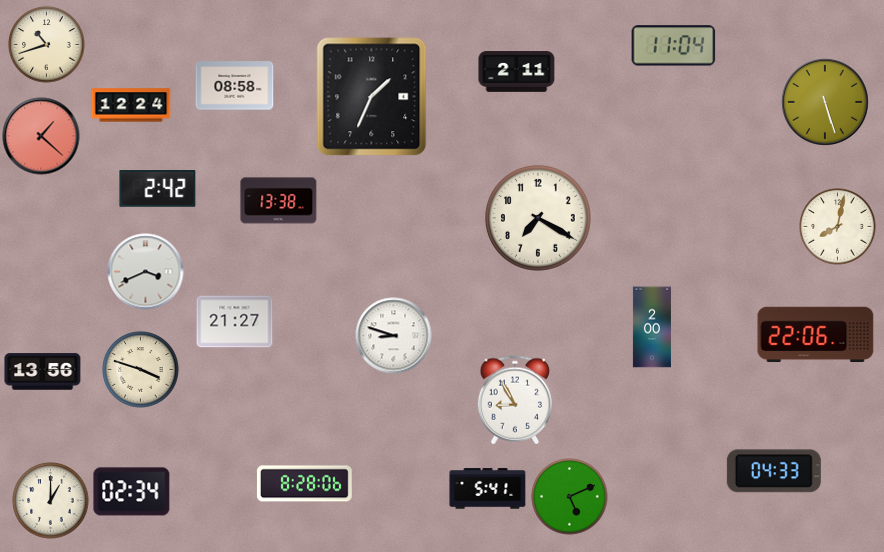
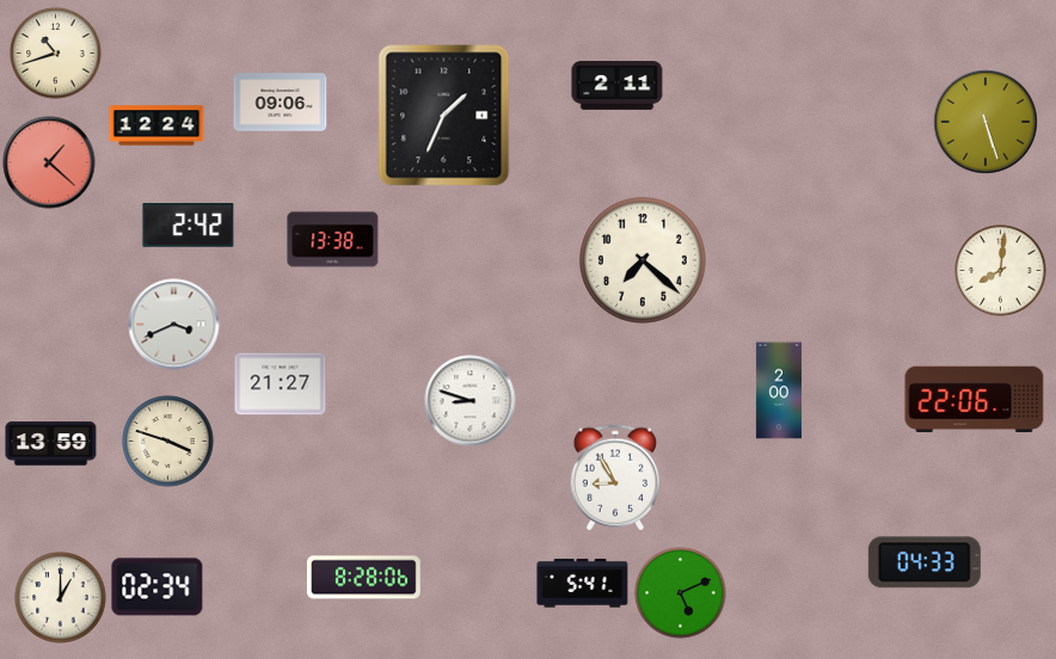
clock at (674, 46): 11:04 -> none
clock at (235, 86): 08:58 -> 09:06
clock at (538, 218): 7:20 -> 7:22
clock at (838, 227): 8:02 -> 8:01
clock at (43, 372): 13:56 -> 13:59
